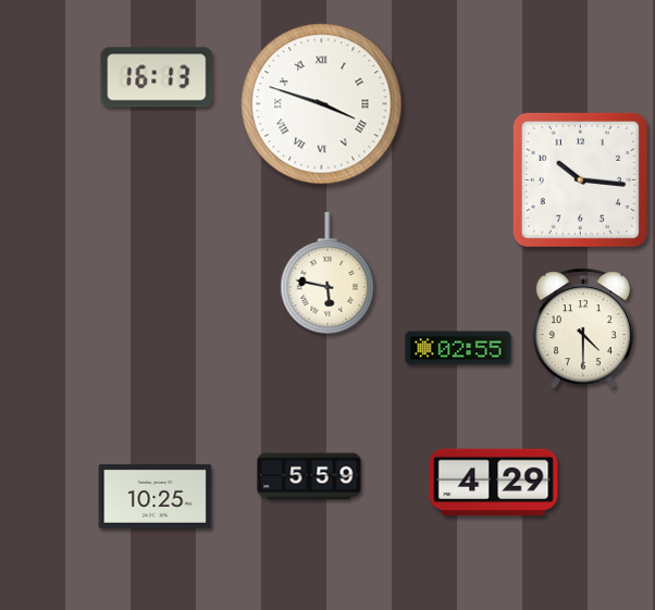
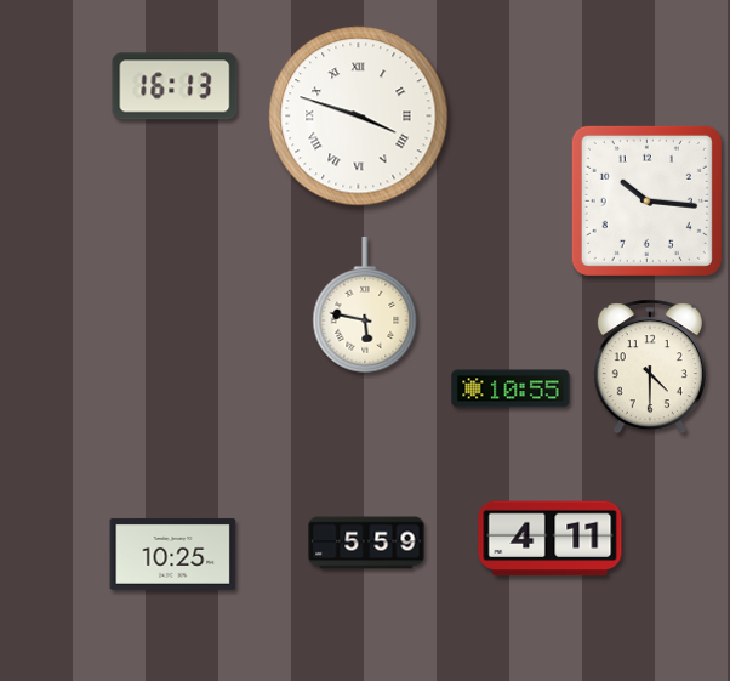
clock at (458, 348): 02:55 -> 10:55
clock at (309, 476) position: (309, 476) -> (366, 543)
clock at (494, 483): 4:29 -> 4:11
